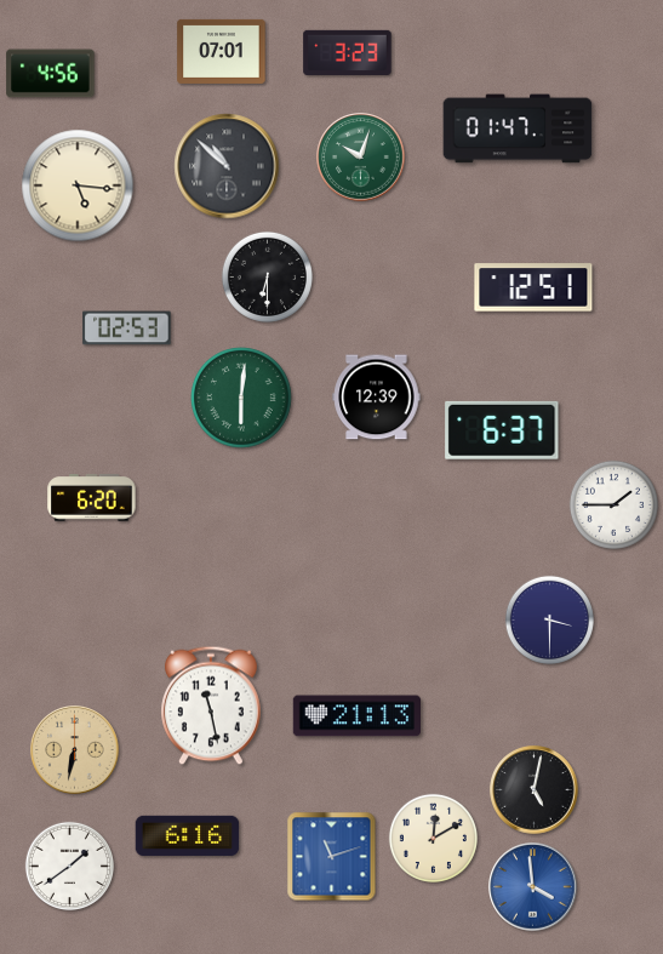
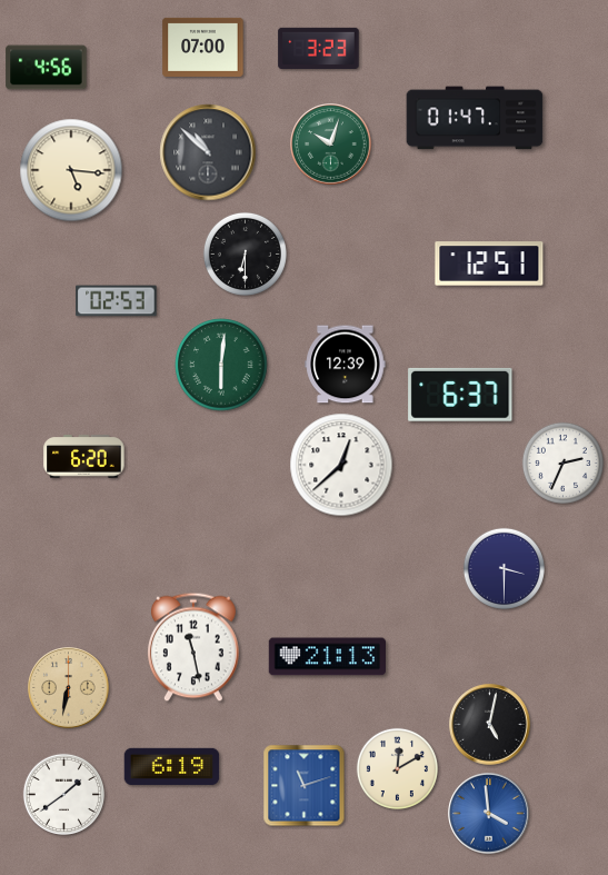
clock at (222, 51): 07:01 -> 07:00
clock at (613, 504): 1:45 -> 2:34
clock at (341, 465): none -> 12:38
clock at (188, 835): 6:16 -> 6:19
